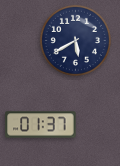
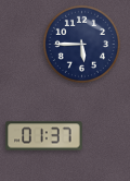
clock at (75, 40): 5:40 -> 5:45
